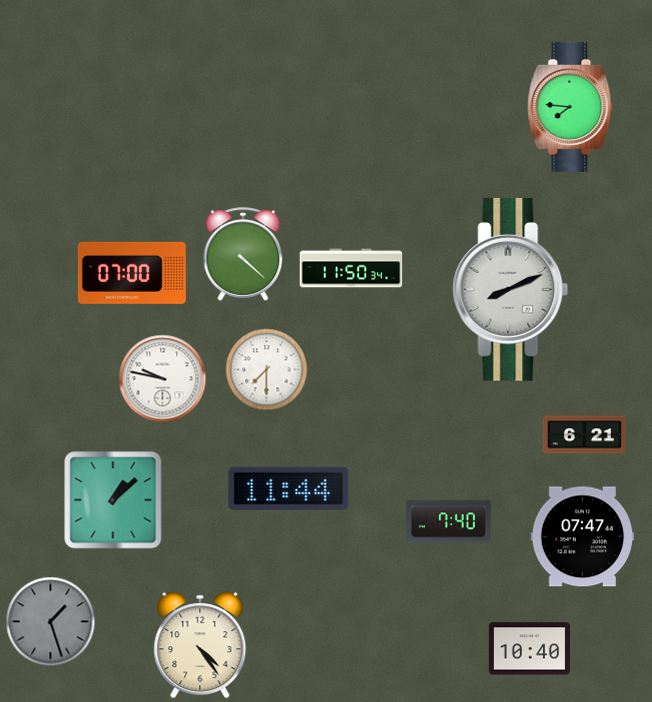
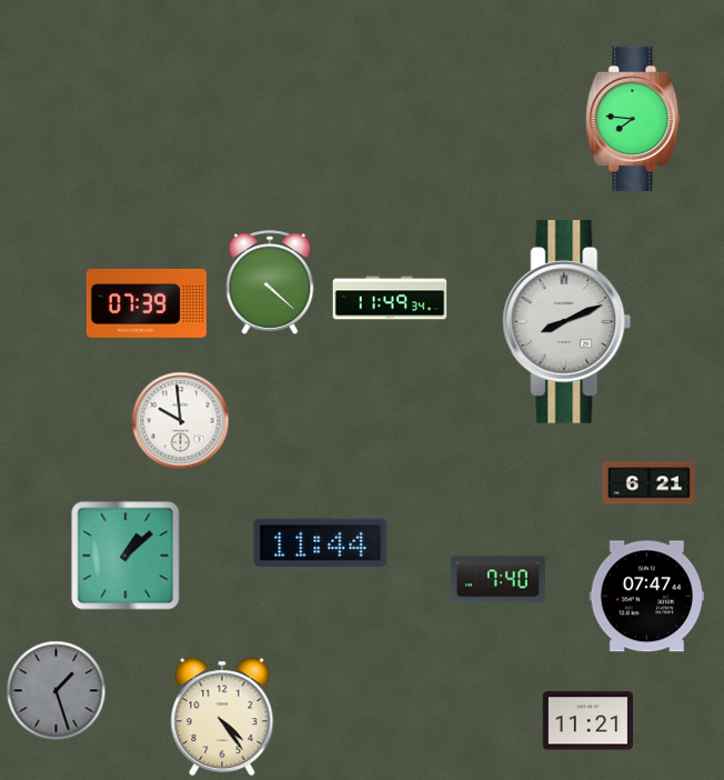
clock at (351, 268): 11:50 -> 11:49
clock at (132, 273): 07:00 -> 07:39
clock at (267, 370): 7:30 -> none
clock at (163, 379): 9:47 -> 9:59
clock at (529, 649): 10:40 -> 11:21
